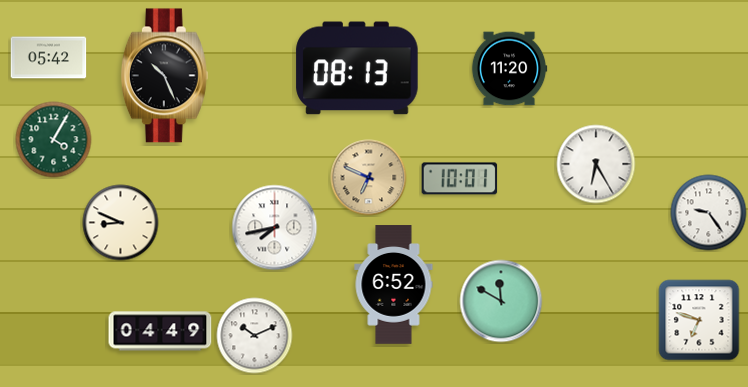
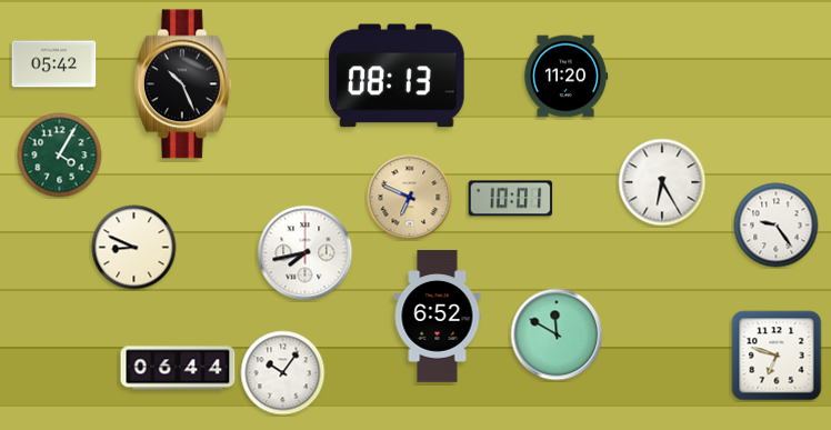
clock at (709, 213) position: (709, 213) -> (777, 226)
clock at (160, 331): 04:49 -> 06:44
clock at (255, 336): 10:11 -> 10:06
